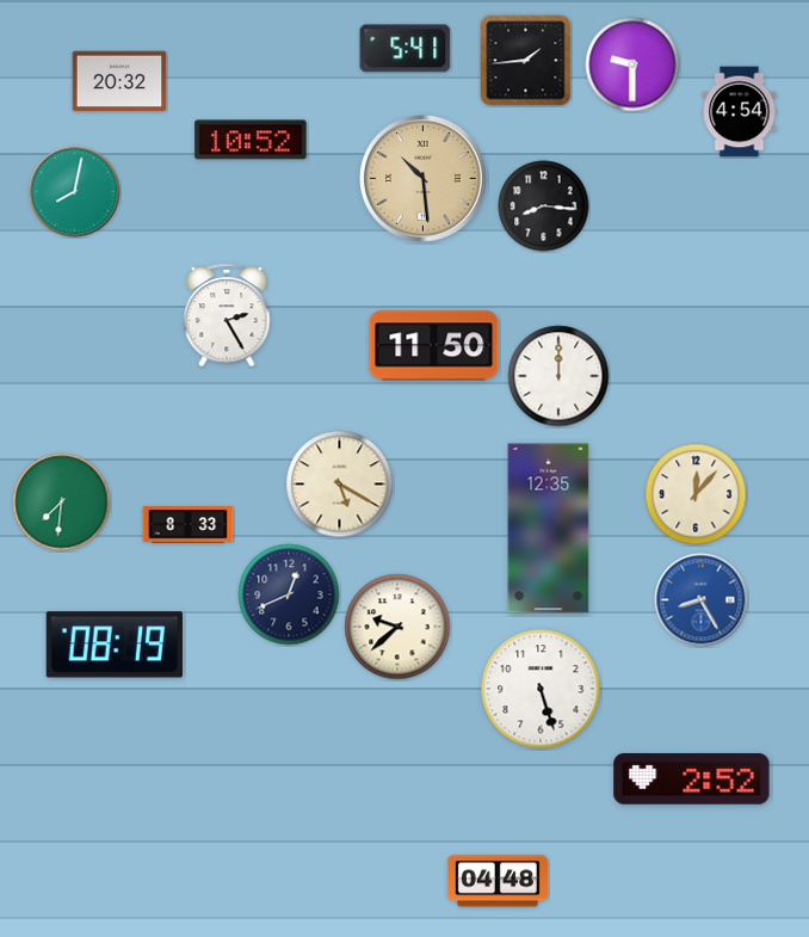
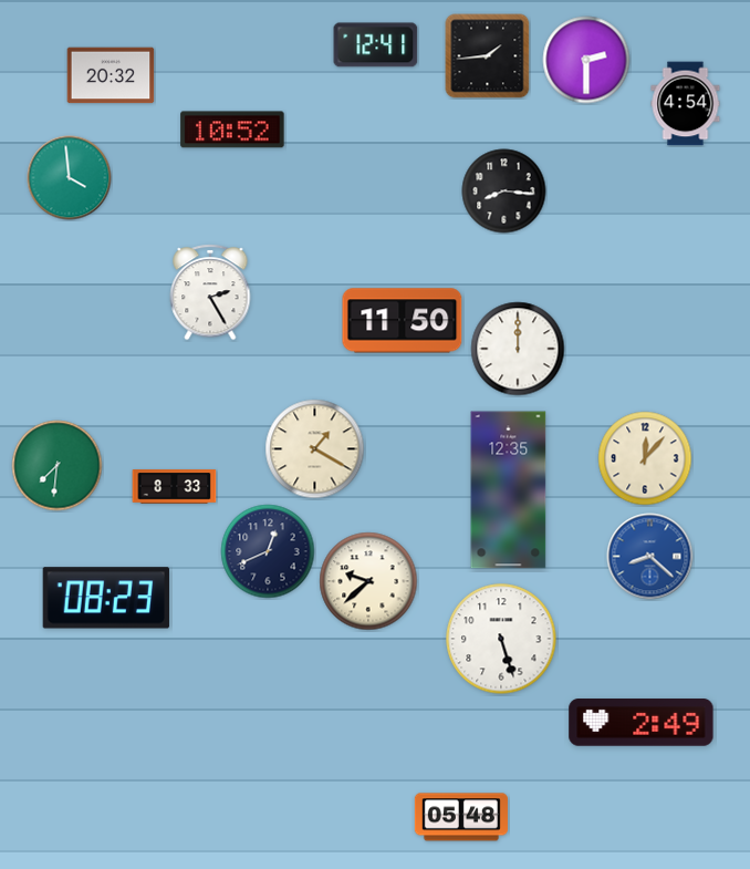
clock at (406, 49): 5:41 -> 12:41
clock at (632, 64): 9:30 -> 2:30
clock at (424, 179): 10:29 -> none
clock at (75, 192): 8:02 -> 3:59
clock at (340, 485): 5:20 -> 1:20
clock at (702, 600): 8:25 -> 8:22
clock at (115, 645): 08:19 -> 08:23
clock at (692, 779): 2:52 -> 2:49
clock at (498, 881): 04:48 -> 05:48
